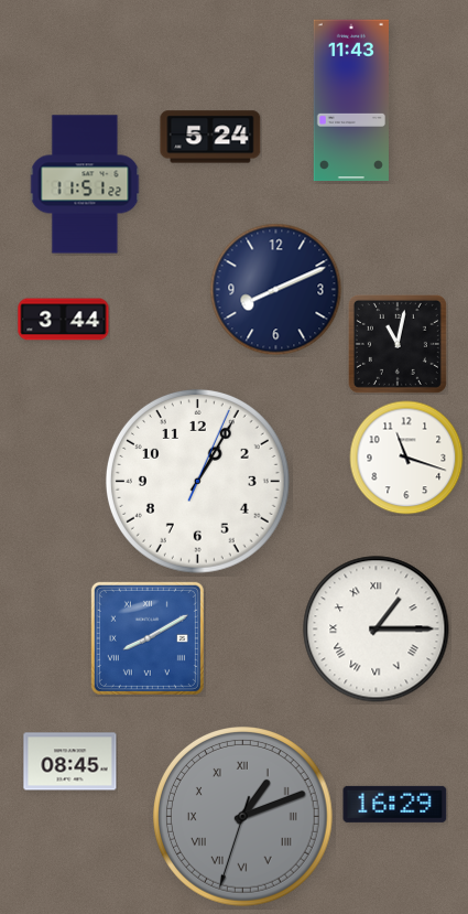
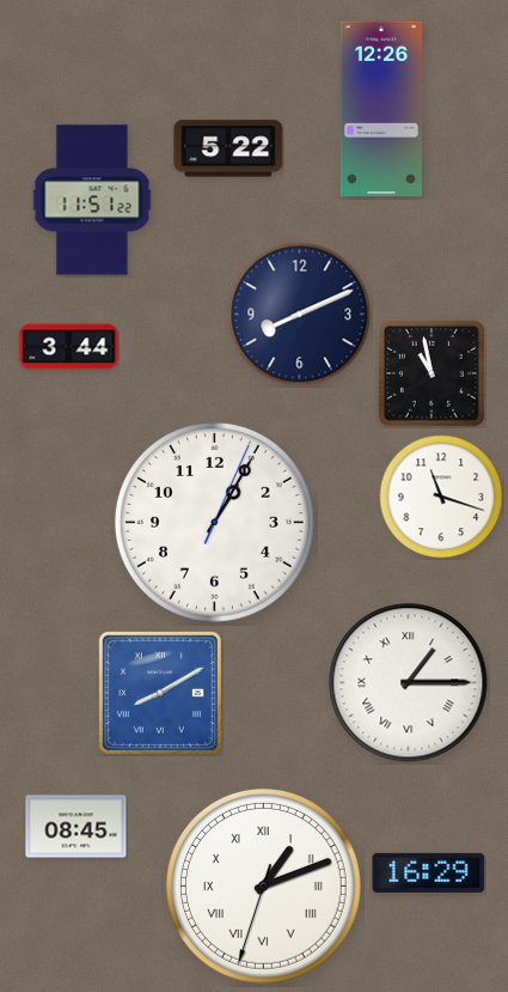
clock at (351, 100): 11:43 -> 12:26
clock at (210, 137): 5:24 -> 5:22
clock at (398, 344): 11:02 -> 10:58
clock at (243, 817) dial: grey -> white
